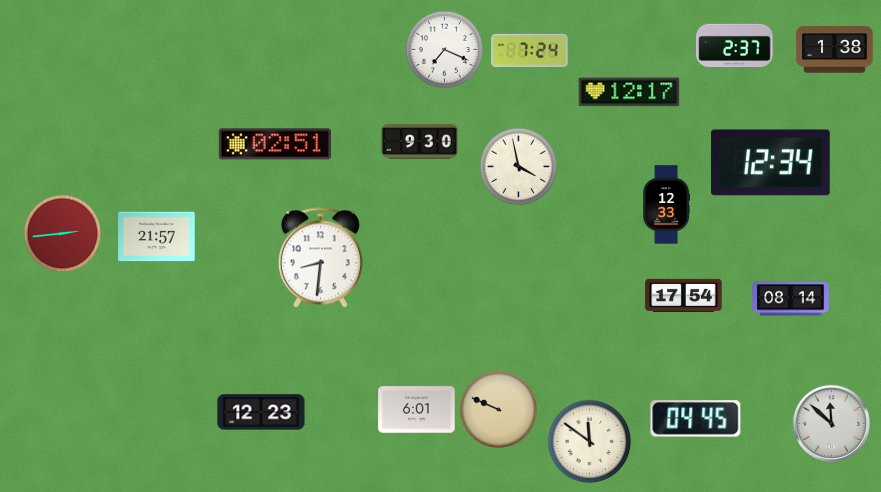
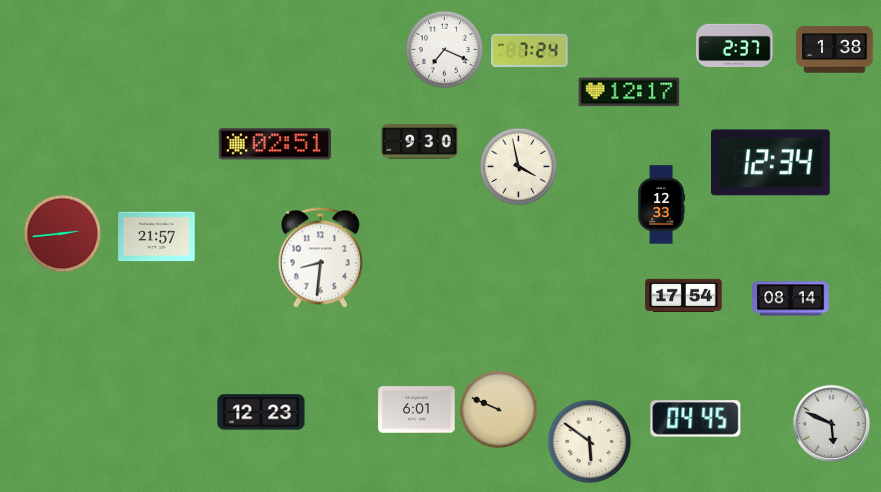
clock at (667, 205) position: (667, 205) -> (662, 205)
clock at (831, 423): 11:52 -> 5:49
clock at (589, 441): 11:51 -> 5:51
